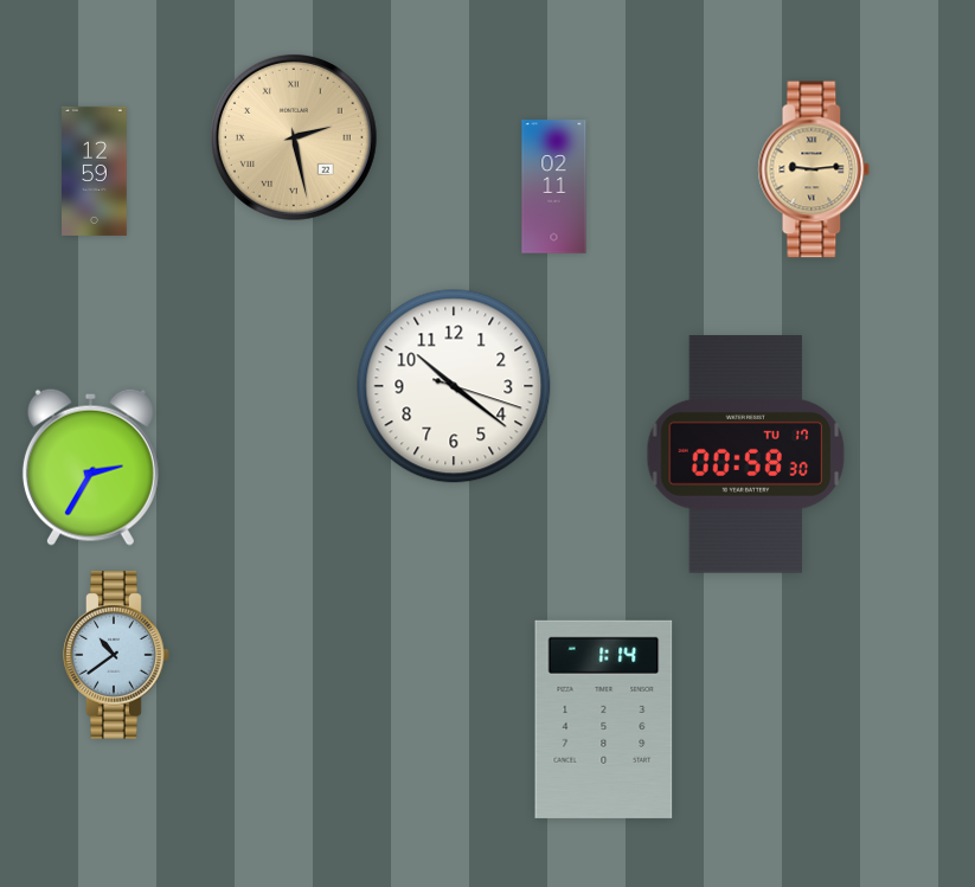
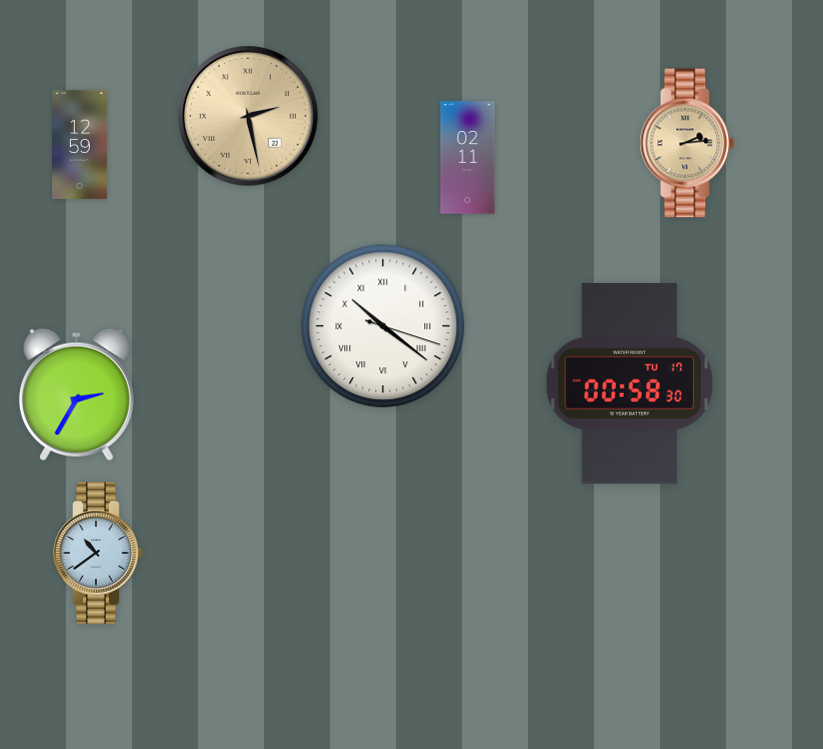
clock at (814, 169): 9:14 -> 2:14
clock at (454, 386) numerals: Arabic -> Roman
clock at (604, 719): 1:14 -> none
